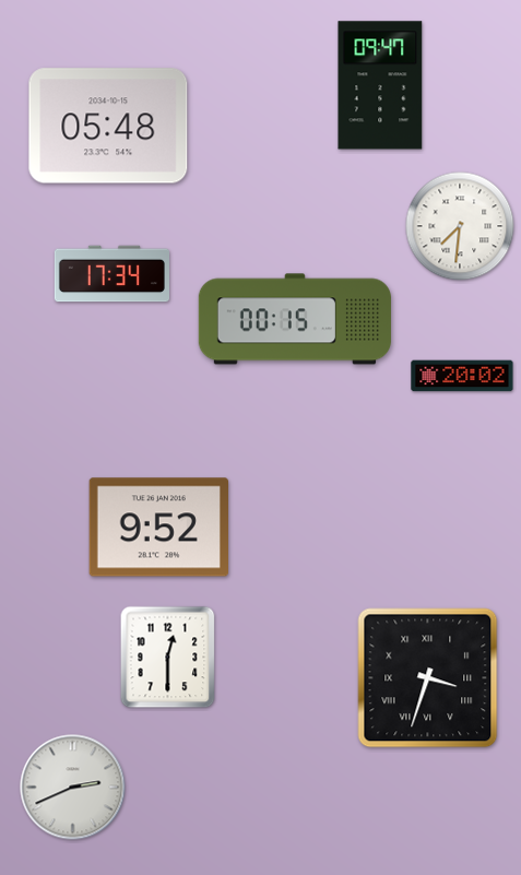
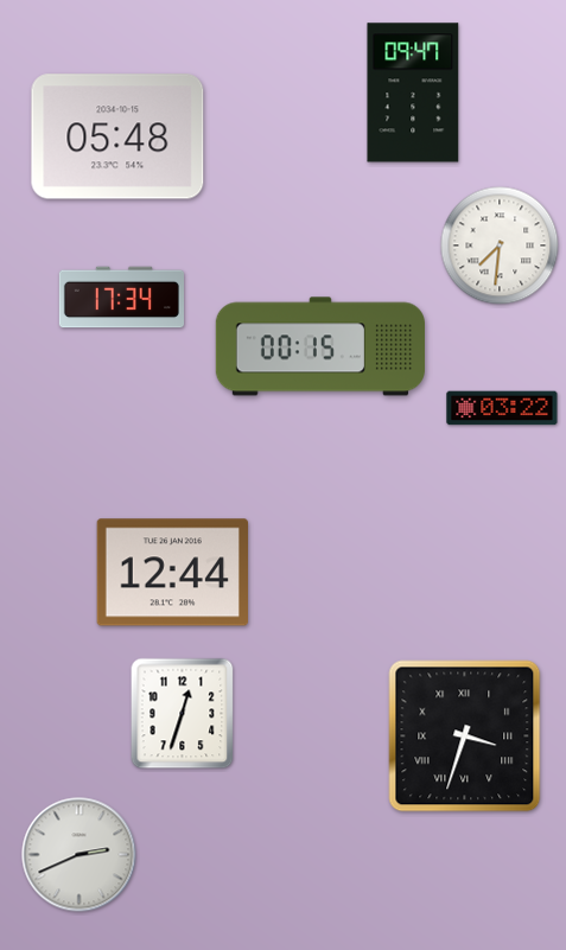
clock at (462, 376): 20:02 -> 03:22
clock at (158, 528): 9:52 -> 12:44
clock at (168, 658): 12:30 -> 12:33
